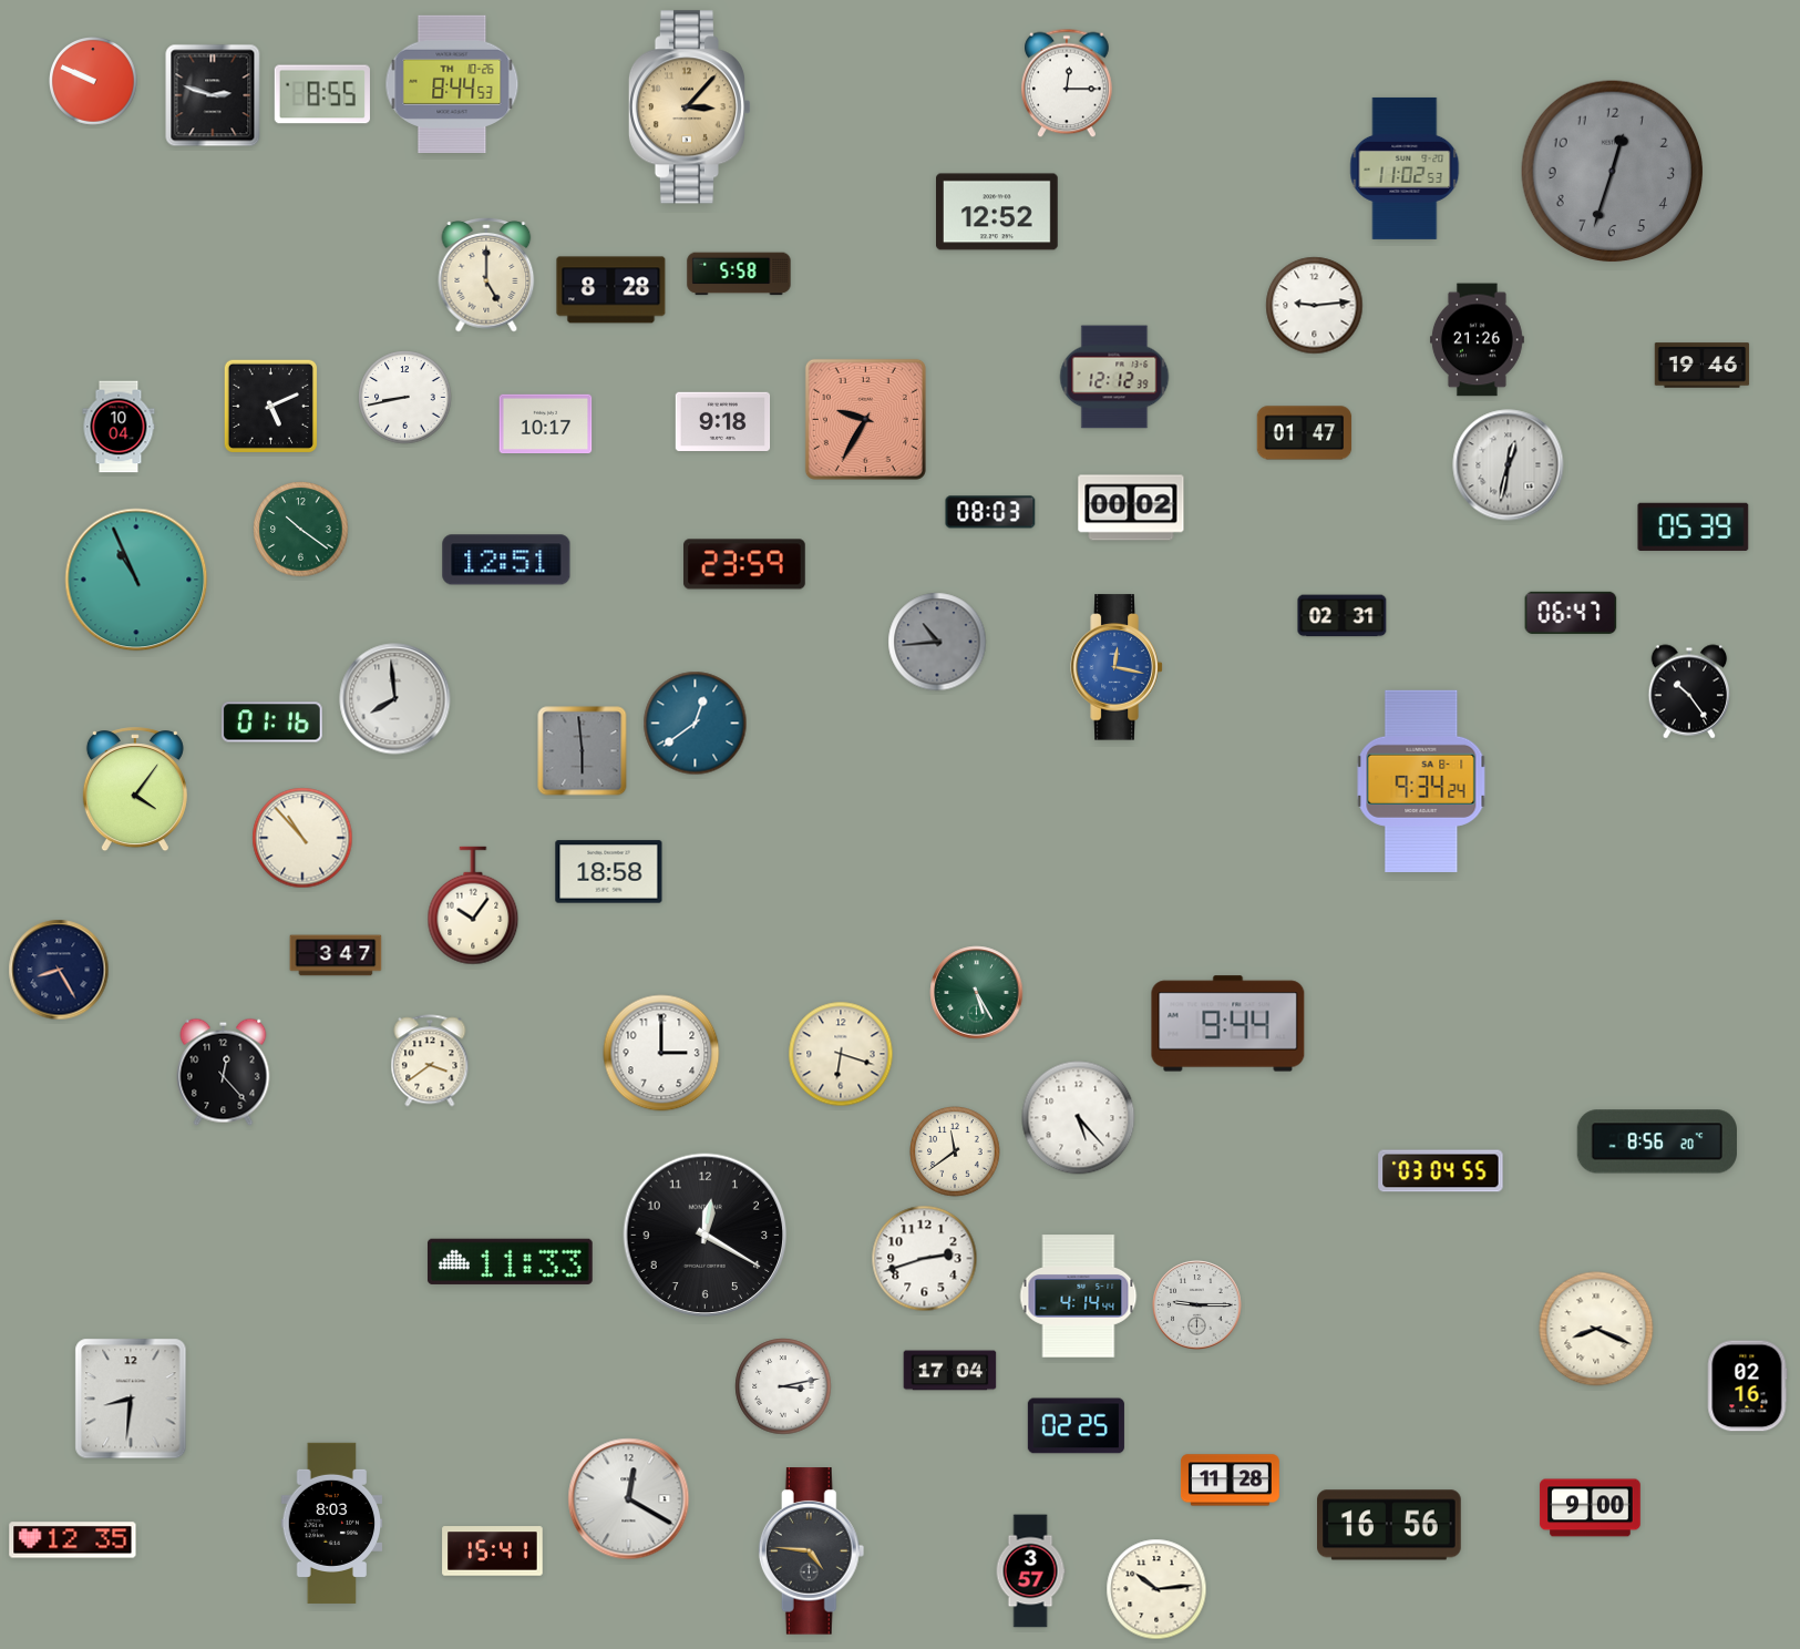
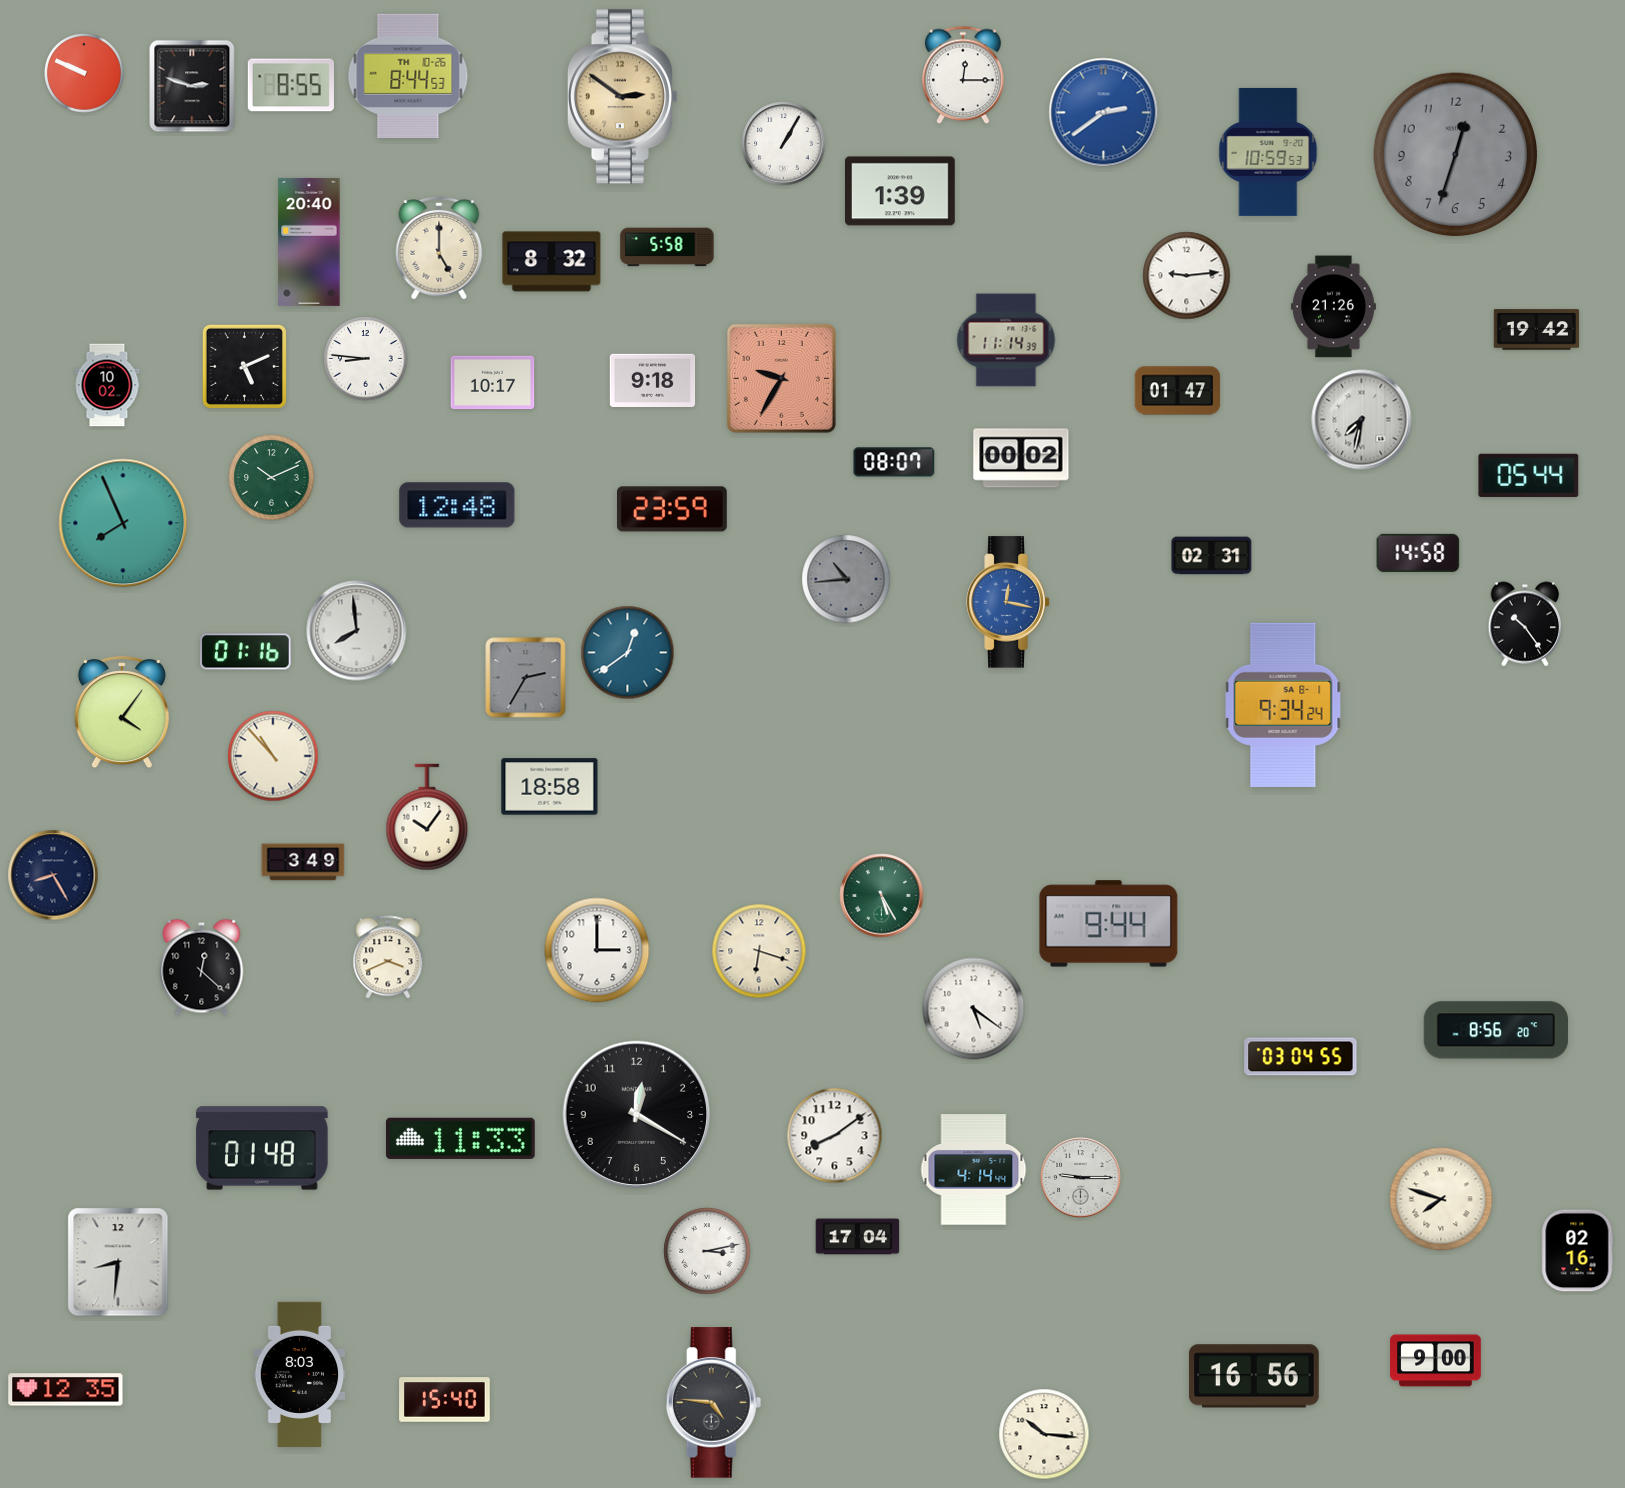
clock at (689, 107): 3:07 -> 2:51
clock at (1104, 113): none -> 2:39
clock at (784, 144): none -> 1:05
clock at (1405, 168): 11:02 -> 10:59
clock at (998, 212): 12:52 -> 1:39
clock at (309, 242): none -> 20:40
clock at (611, 290): 8:28 -> 8:32
clock at (1703, 366): 19:46 -> 19:42
clock at (1114, 377): 12:12 -> 11:14
clock at (405, 398): 8:43 -> 8:46
clock at (119, 427): 10:04 -> 10:02
clock at (1509, 465): 12:32 -> 7:32
clock at (990, 512): 08:03 -> 08:07
clock at (1694, 526): 05:39 -> 05:44
clock at (301, 530): 10:21 -> 10:11
clock at (506, 560): 12:51 -> 12:48
clock at (136, 580): 10:56 -> 7:56
clock at (1571, 613): 06:47 -> 14:58
clock at (583, 751): 5:59 -> 2:35
clock at (336, 955): 3:47 -> 3:49
clock at (430, 1061): 3:39 -> 3:41
clock at (224, 1072): 12:23 -> 12:22
clock at (1079, 1118): 5:23 -> 5:21
clock at (955, 1151): 11:39 -> none
clock at (925, 1259): 2:42 -> 8:09
clock at (262, 1148): none -> 01:48
clock at (1596, 1329): 8:19 -> 7:48
clock at (1076, 1426): 02:25 -> none
clock at (1230, 1481): 11:28 -> none
clock at (629, 1499): 12:20 -> none
clock at (493, 1551): 15:41 -> 15:40
clock at (812, 1551) position: (812, 1551) -> (714, 1403)
clock at (1030, 1571): 3:57 -> none
clock at (1156, 1589): 10:14 -> 10:16
